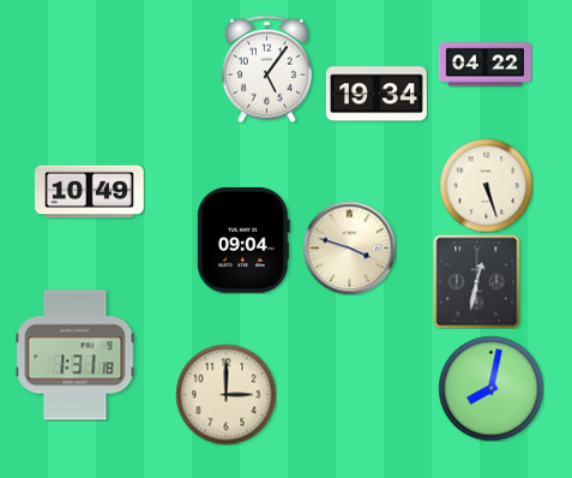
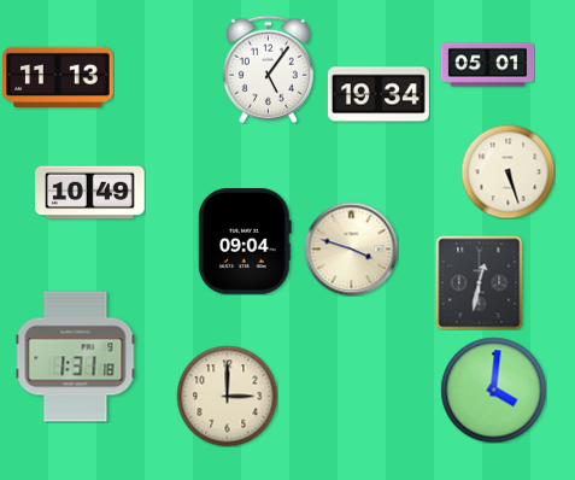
clock at (484, 65): 04:22 -> 05:01
clock at (58, 76): none -> 11:13
clock at (486, 185) position: (486, 185) -> (507, 171)
clock at (490, 388): 8:02 -> 4:01
